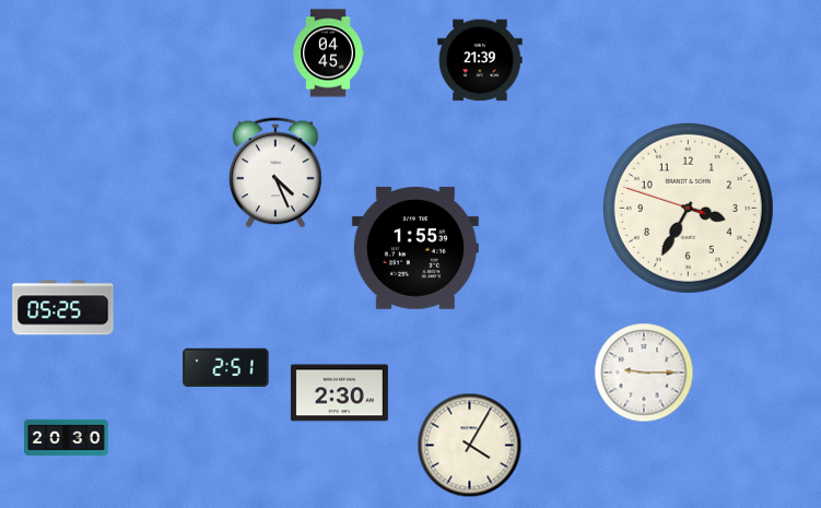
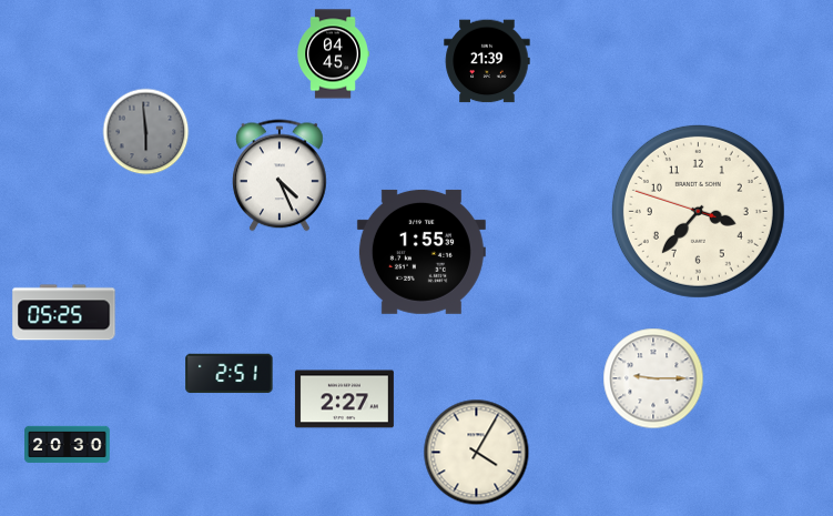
clock at (146, 132): none -> 5:59
clock at (688, 208): 3:34 -> 3:36
clock at (339, 393): 2:30 -> 2:27
